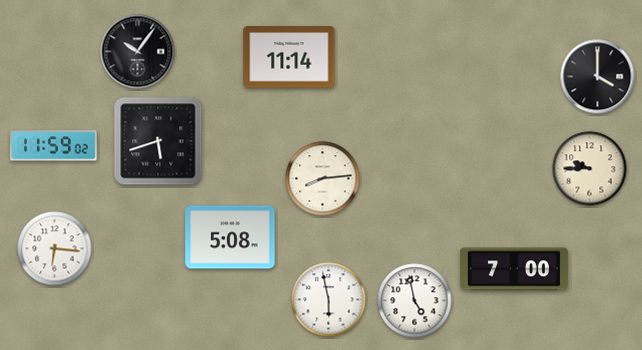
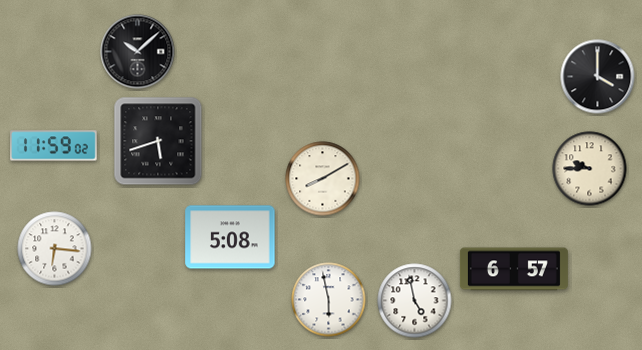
clock at (138, 52): 10:06 -> 10:08
clock at (289, 57): 11:14 -> none
clock at (323, 179): 8:14 -> 8:10
clock at (514, 269): 7:00 -> 6:57
